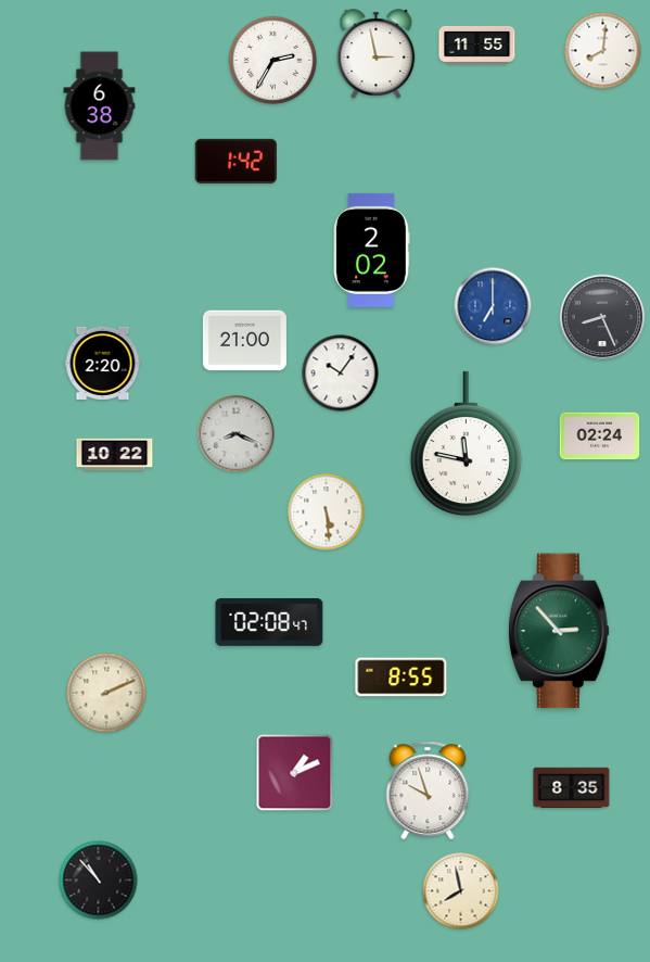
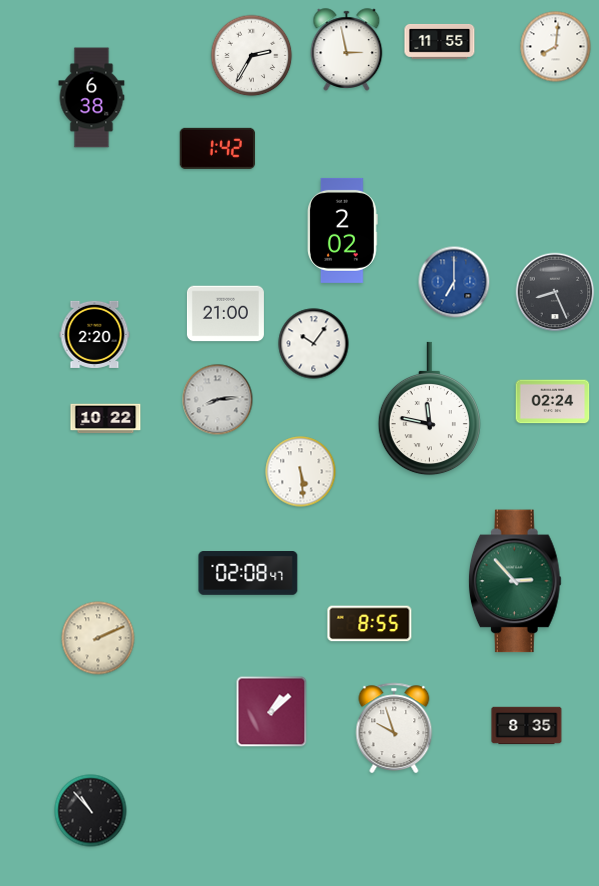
clock at (237, 434): 8:19 -> 8:14
clock at (295, 773): 1:11 -> 1:08
clock at (461, 891): 7:58 -> none
